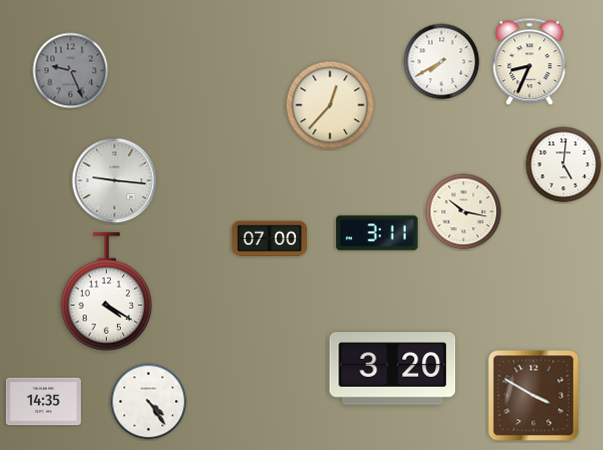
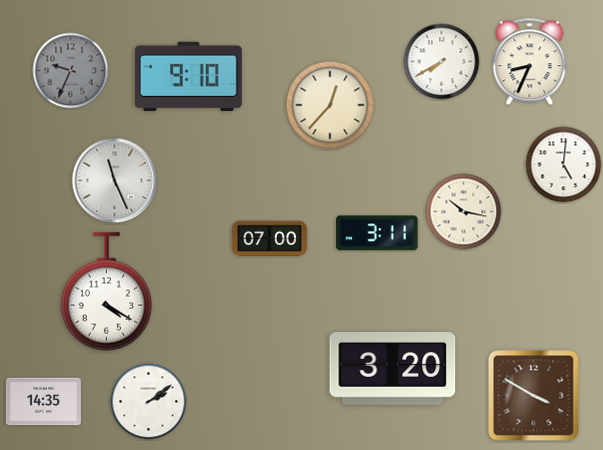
clock at (71, 71): 9:26 -> 9:34
clock at (188, 76): none -> 9:10
clock at (115, 181): 9:16 -> 11:26
clock at (149, 402): 4:24 -> 2:09
